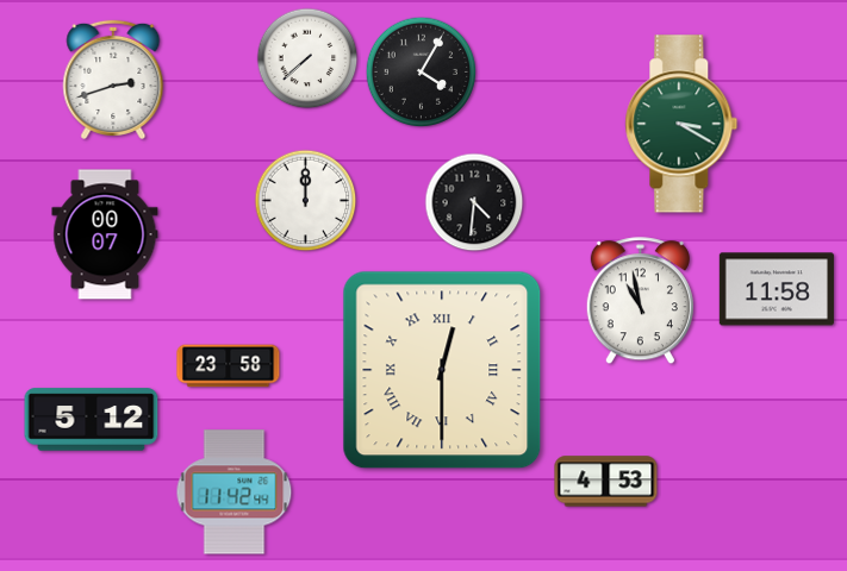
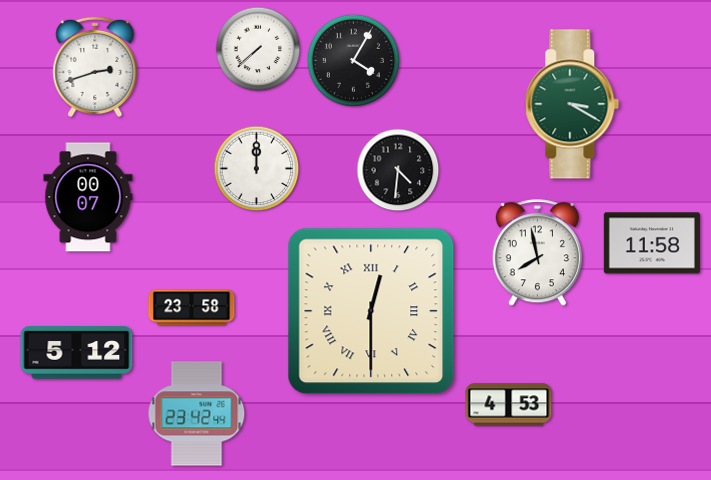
clock at (640, 301): 10:58 -> 7:58
clock at (235, 492): 11:42 -> 23:42
